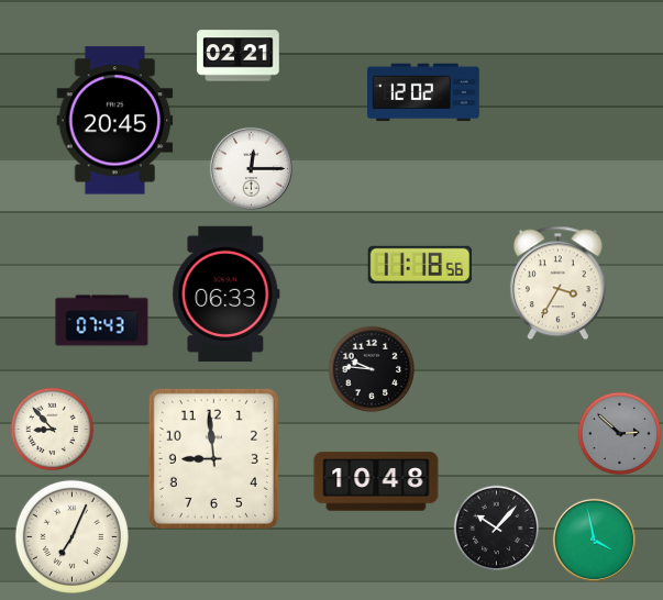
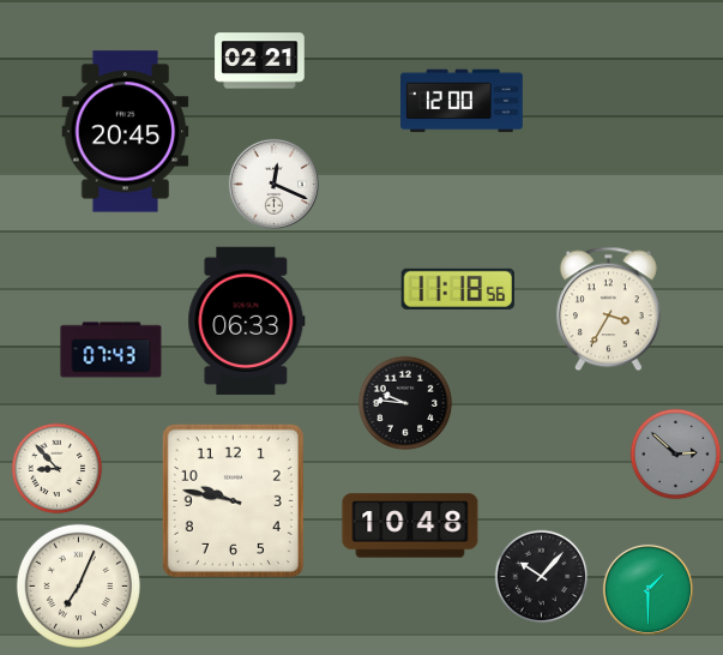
clock at (424, 92): 12:02 -> 12:00
clock at (251, 168): 12:15 -> 12:19
clock at (620, 434) position: (620, 434) -> (676, 455)
clock at (213, 458): 8:59 -> 9:47
clock at (594, 540): 3:58 -> 1:30
